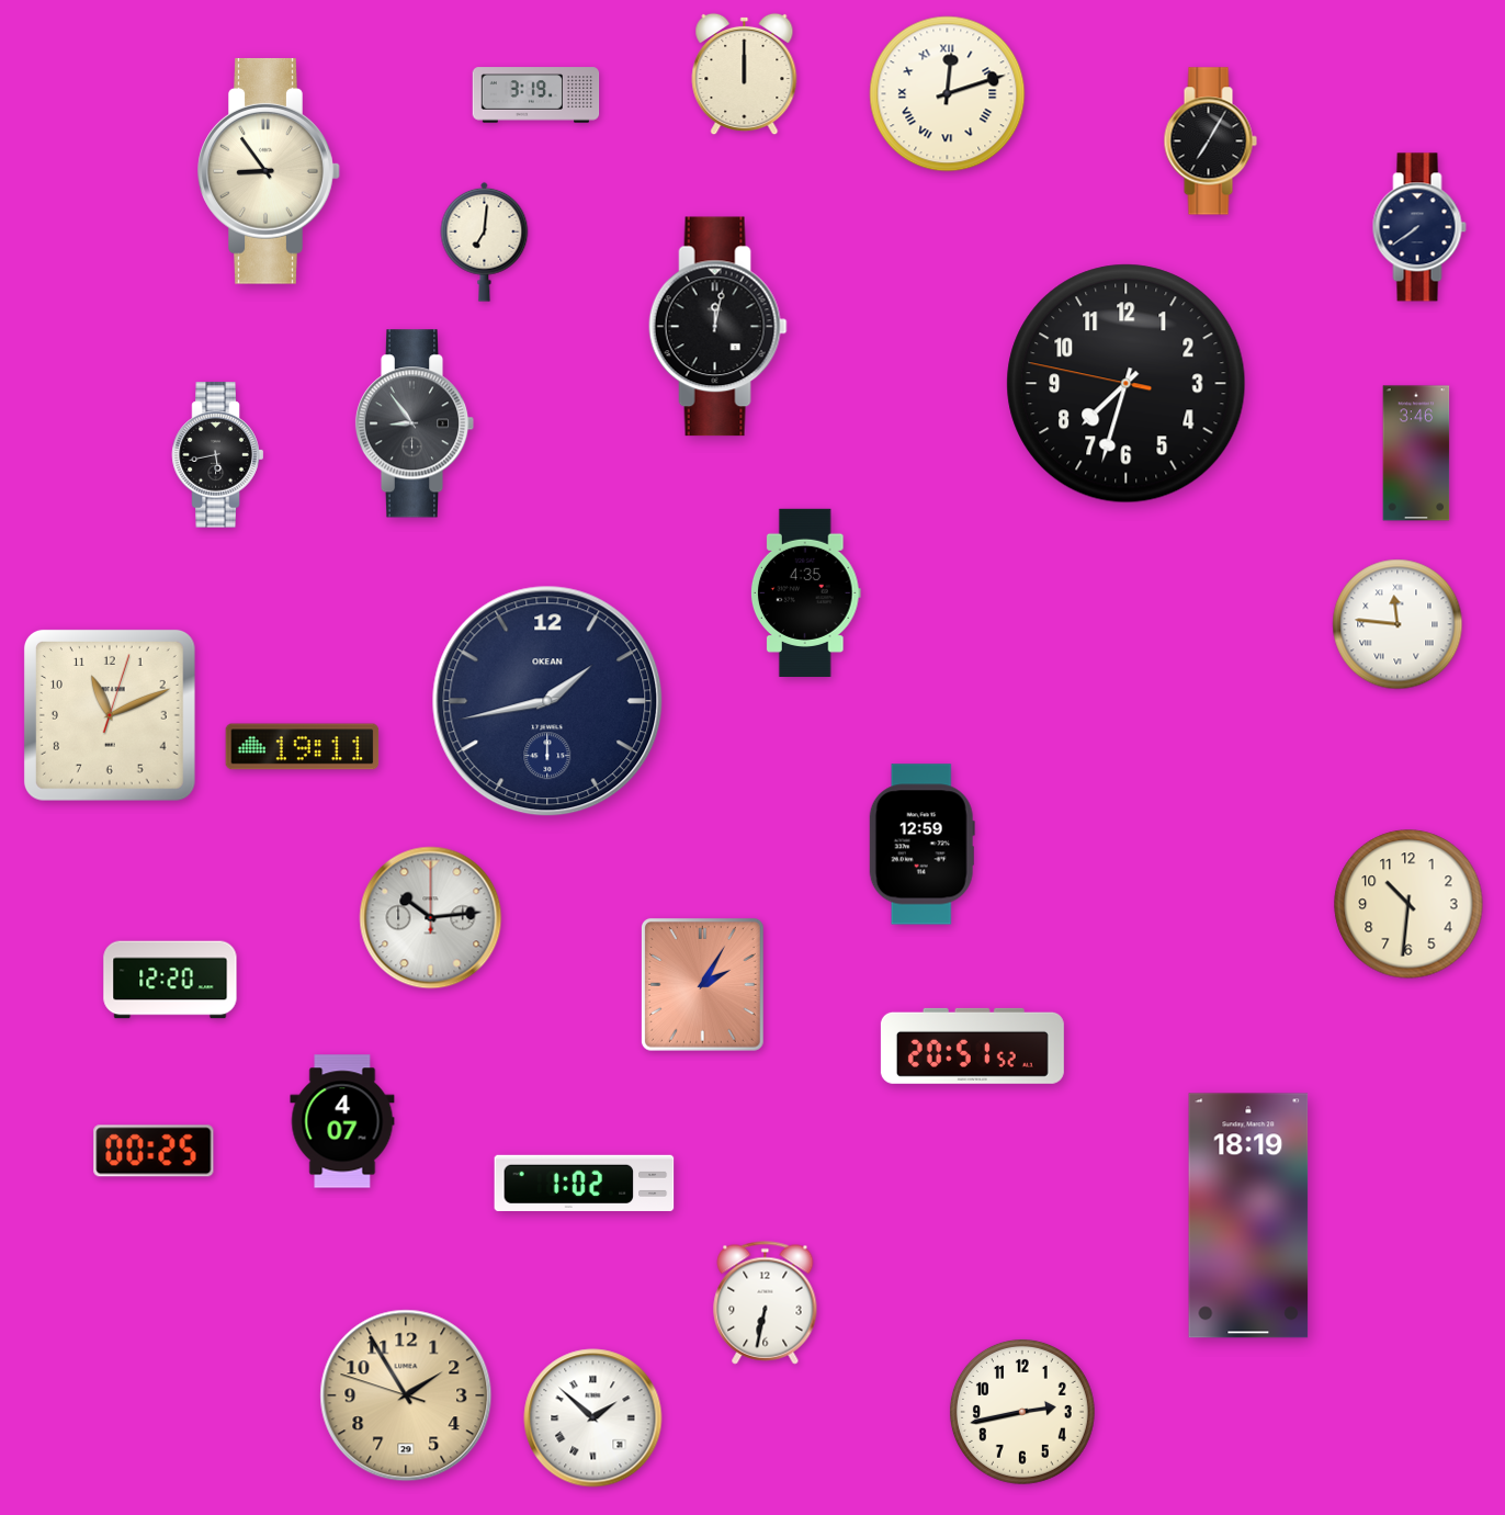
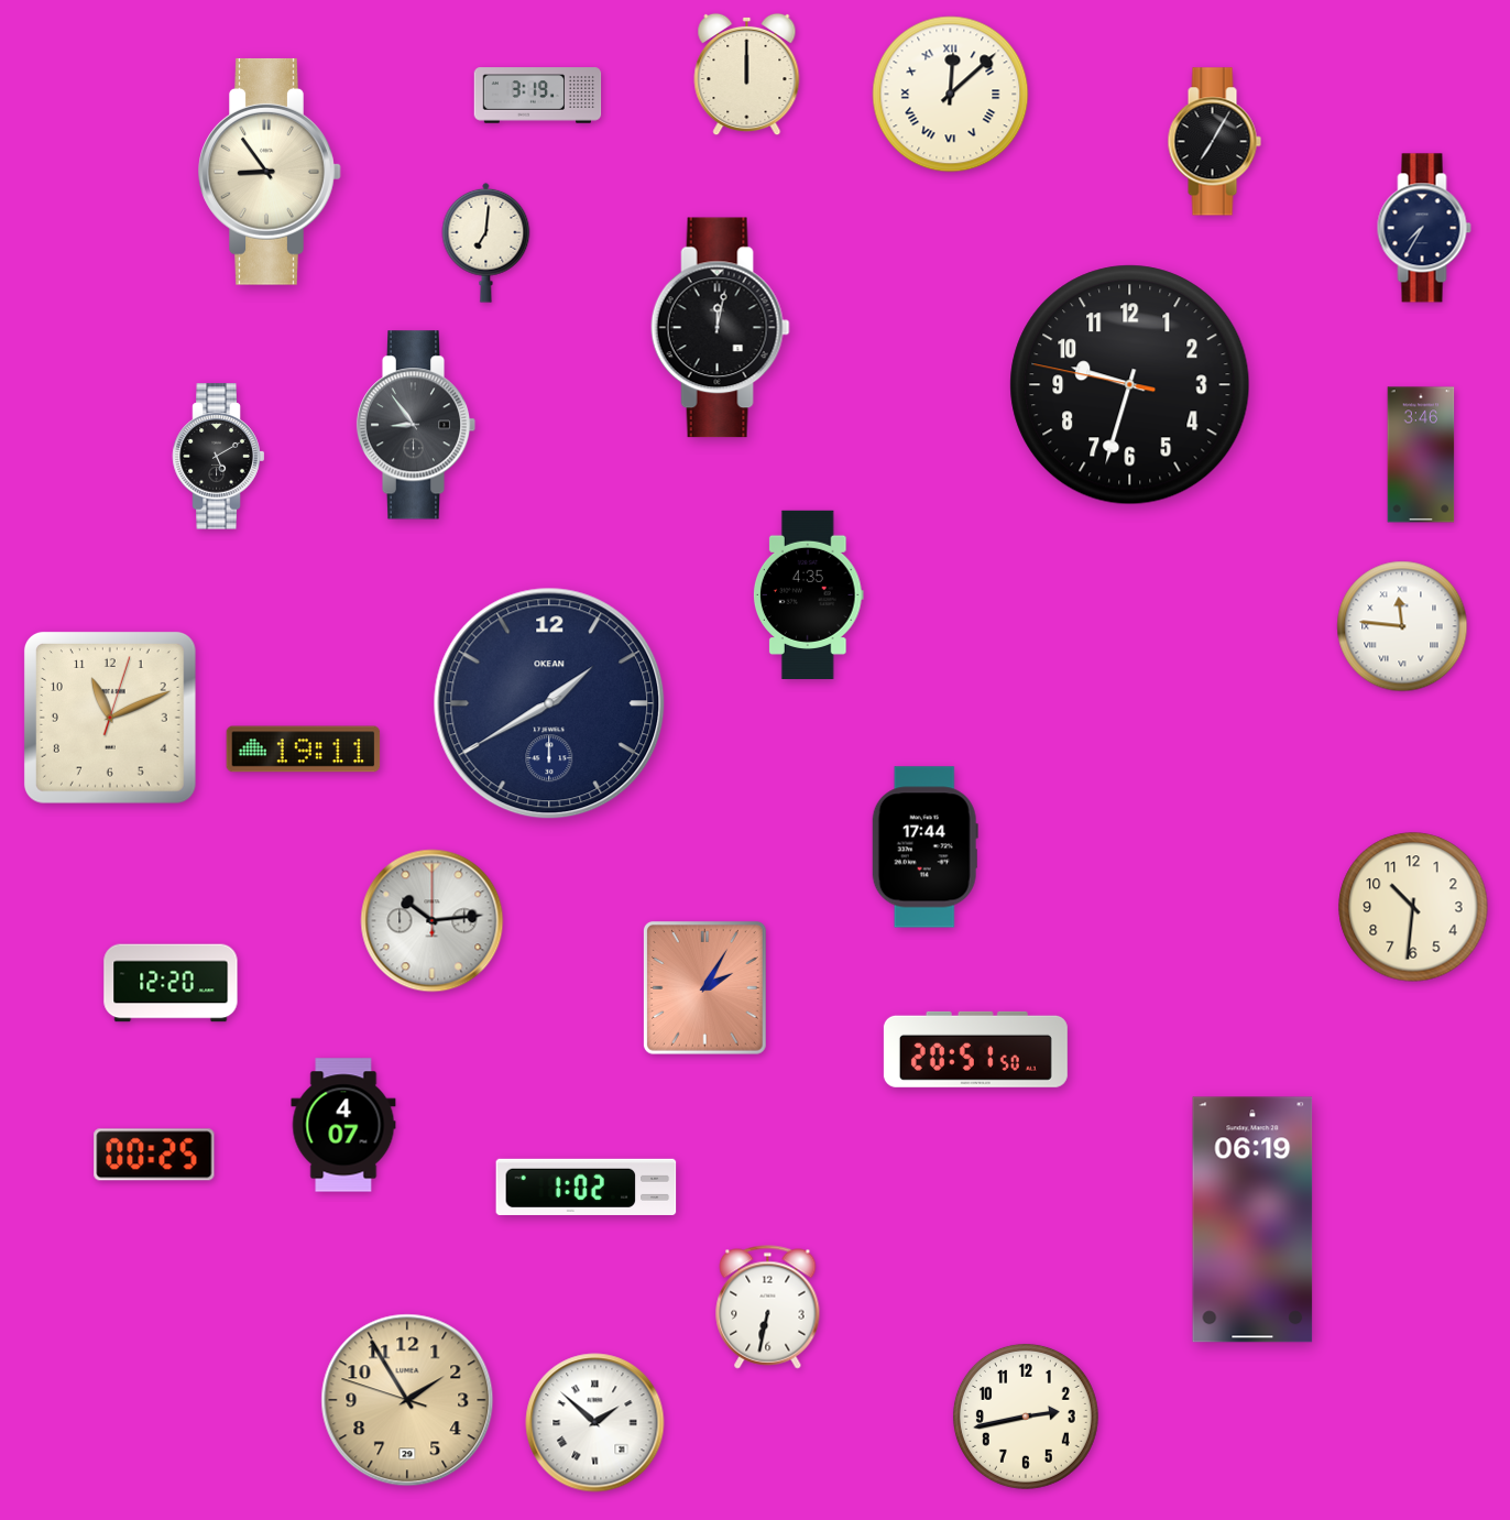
clock at (948, 94): 12:12 -> 12:08
clock at (1419, 227): 7:39 -> 7:35
clock at (1127, 384): 7:32 -> 9:32
clock at (218, 455): 5:43 -> 5:10
clock at (547, 701): 1:43 -> 1:40
clock at (921, 845): 12:59 -> 17:44
clock at (972, 1045): 20:51:52 -> 20:51:50
clock at (1248, 1216): 18:19 -> 06:19
